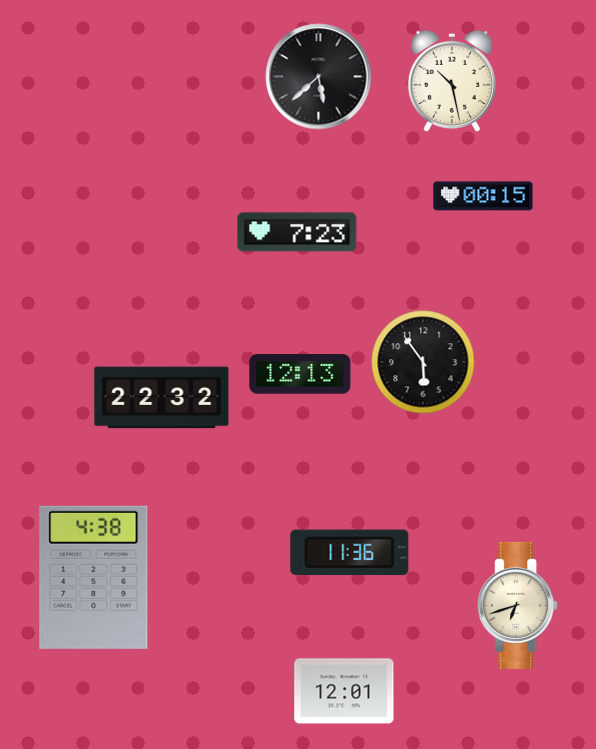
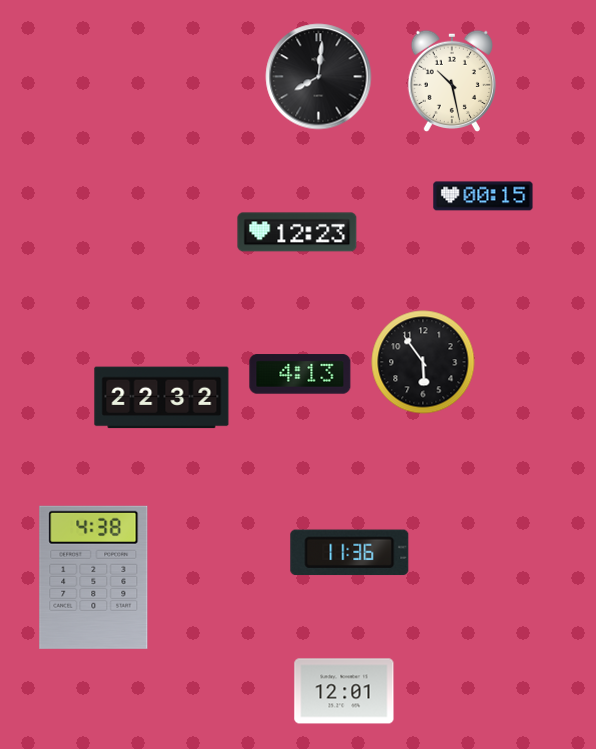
clock at (319, 77): 5:38 -> 8:01
clock at (297, 232): 7:23 -> 12:23
clock at (300, 374): 12:13 -> 4:13
clock at (518, 605): 6:42 -> none
